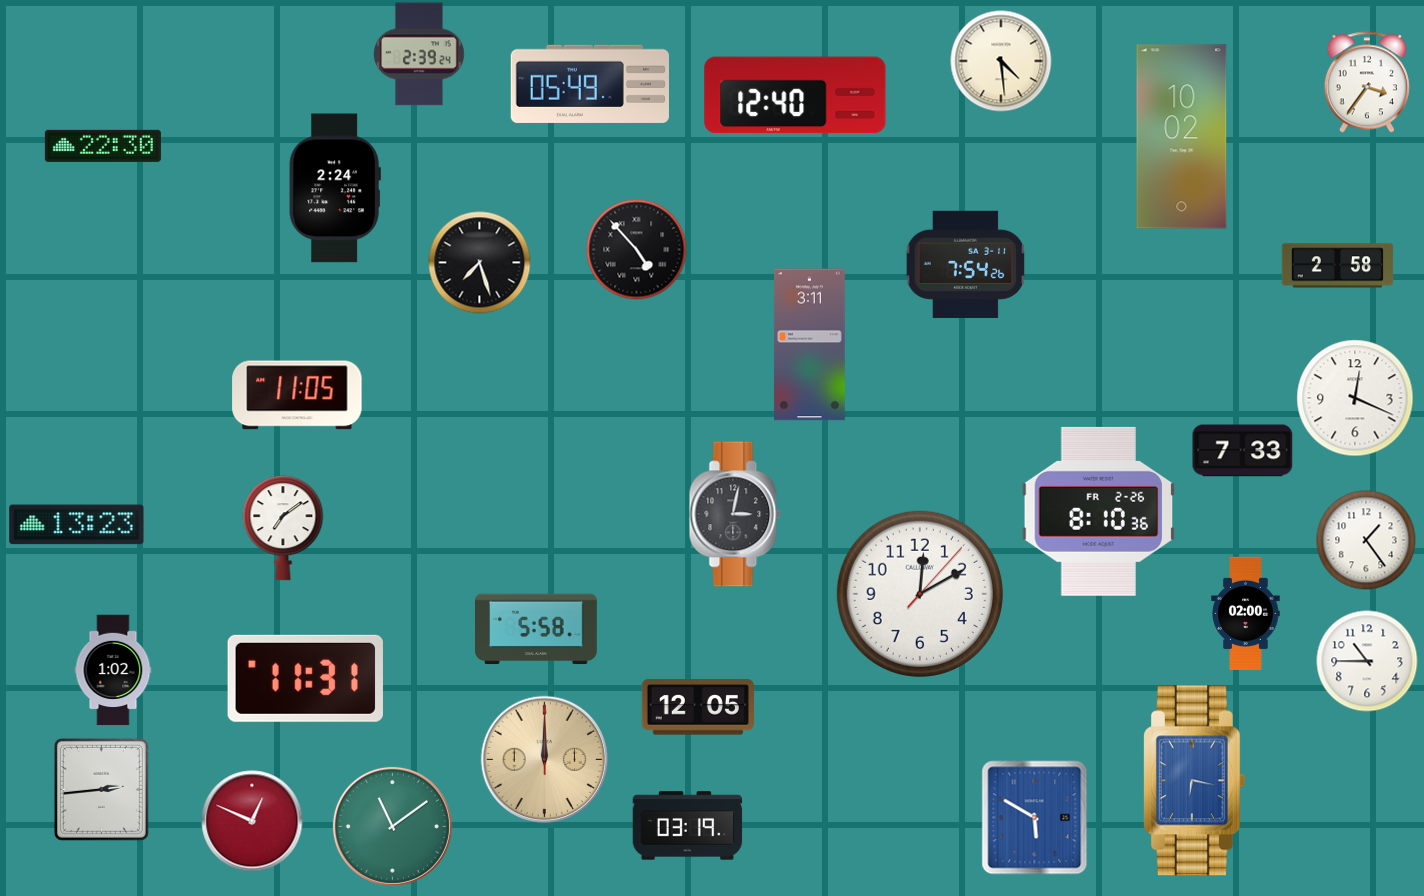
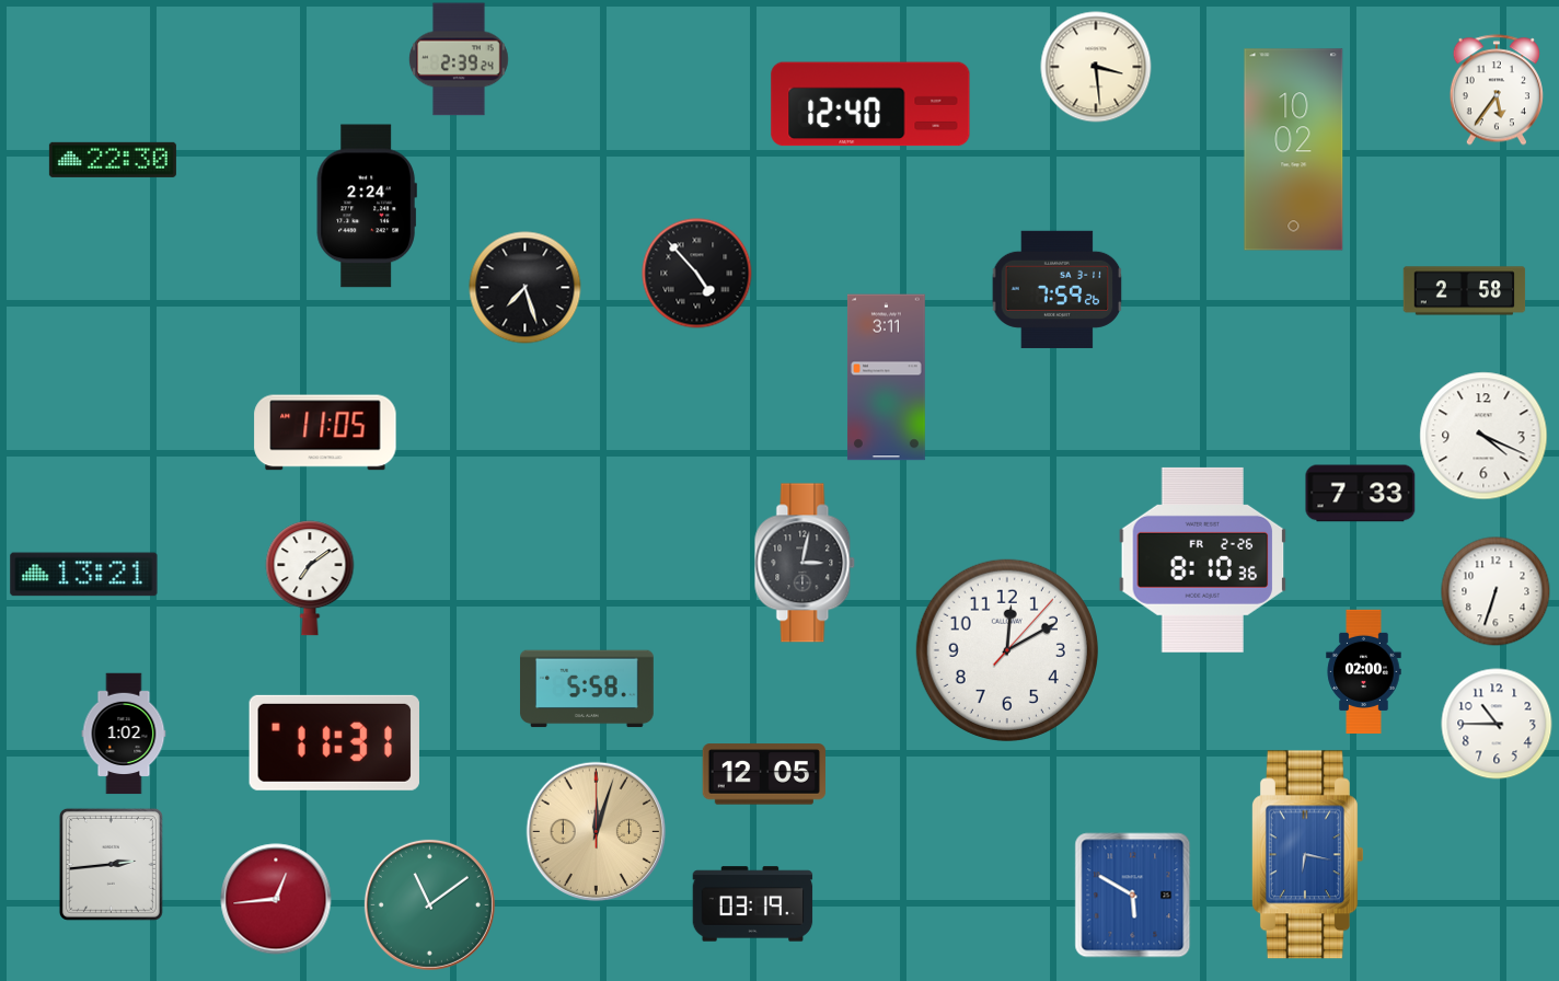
clock at (1001, 61): 4:29 -> 3:29
clock at (1367, 82): 3:36 -> 5:36
clock at (589, 84): 05:49 -> none
clock at (966, 264): 7:54 -> 7:59
clock at (1355, 398): 12:19 -> 4:19
clock at (77, 525): 13:23 -> 13:21
clock at (1366, 540): 1:24 -> 6:33
clock at (545, 760): 12:00 -> 12:03
clock at (252, 821): 12:49 -> 12:44
